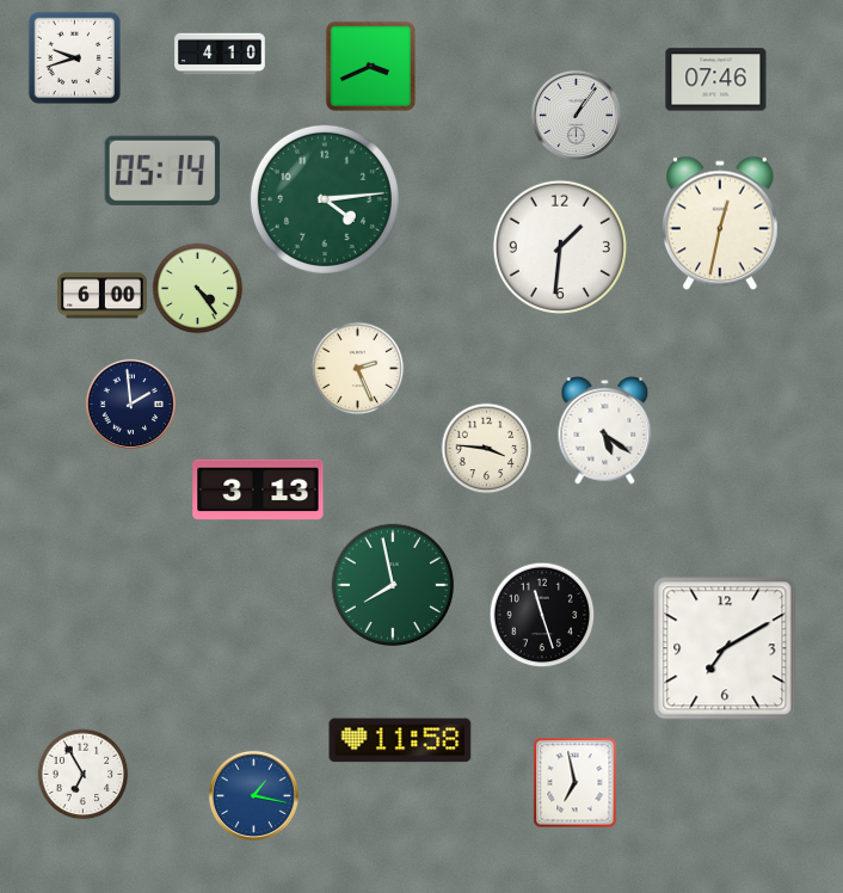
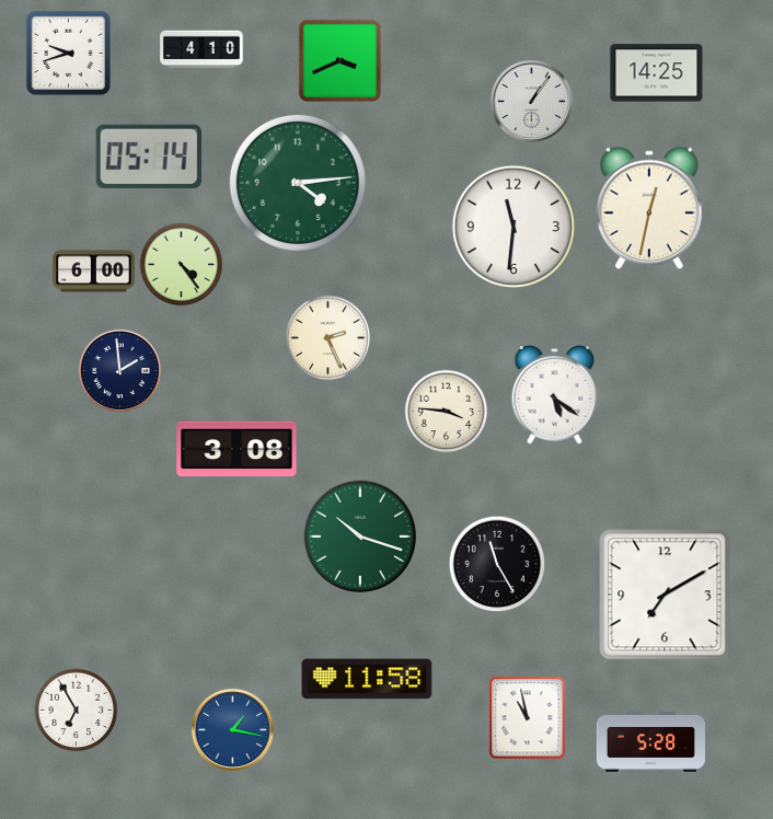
clock at (716, 80): 07:46 -> 14:25
clock at (576, 115) position: (576, 115) -> (531, 101)
clock at (720, 223) position: (720, 223) -> (649, 208)
clock at (560, 247): 1:31 -> 11:31
clock at (258, 489): 3:13 -> 3:08
clock at (392, 584): 7:58 -> 10:18
clock at (542, 615): 11:27 -> 11:25
clock at (576, 783): 6:58 -> 10:58
clock at (650, 741): none -> 5:28
